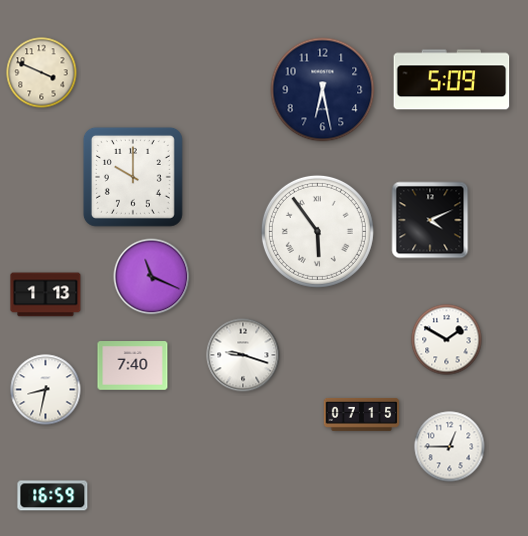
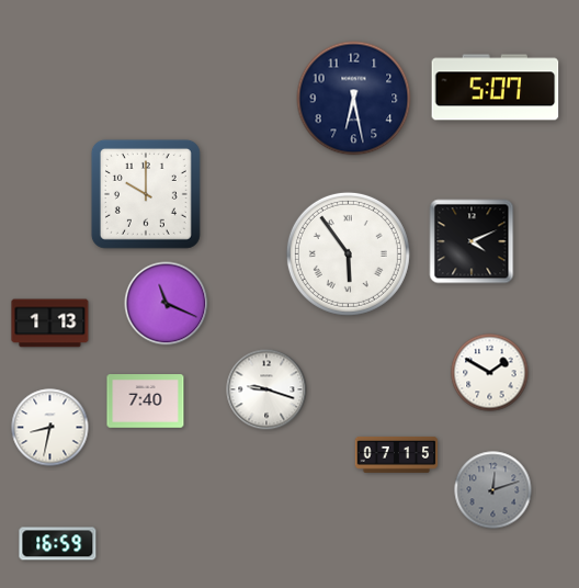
clock at (42, 73): 3:49 -> none
clock at (452, 80): 5:09 -> 5:07
clock at (450, 447): 12:45 -> 12:12
clock at (450, 447) dial: white -> grey
